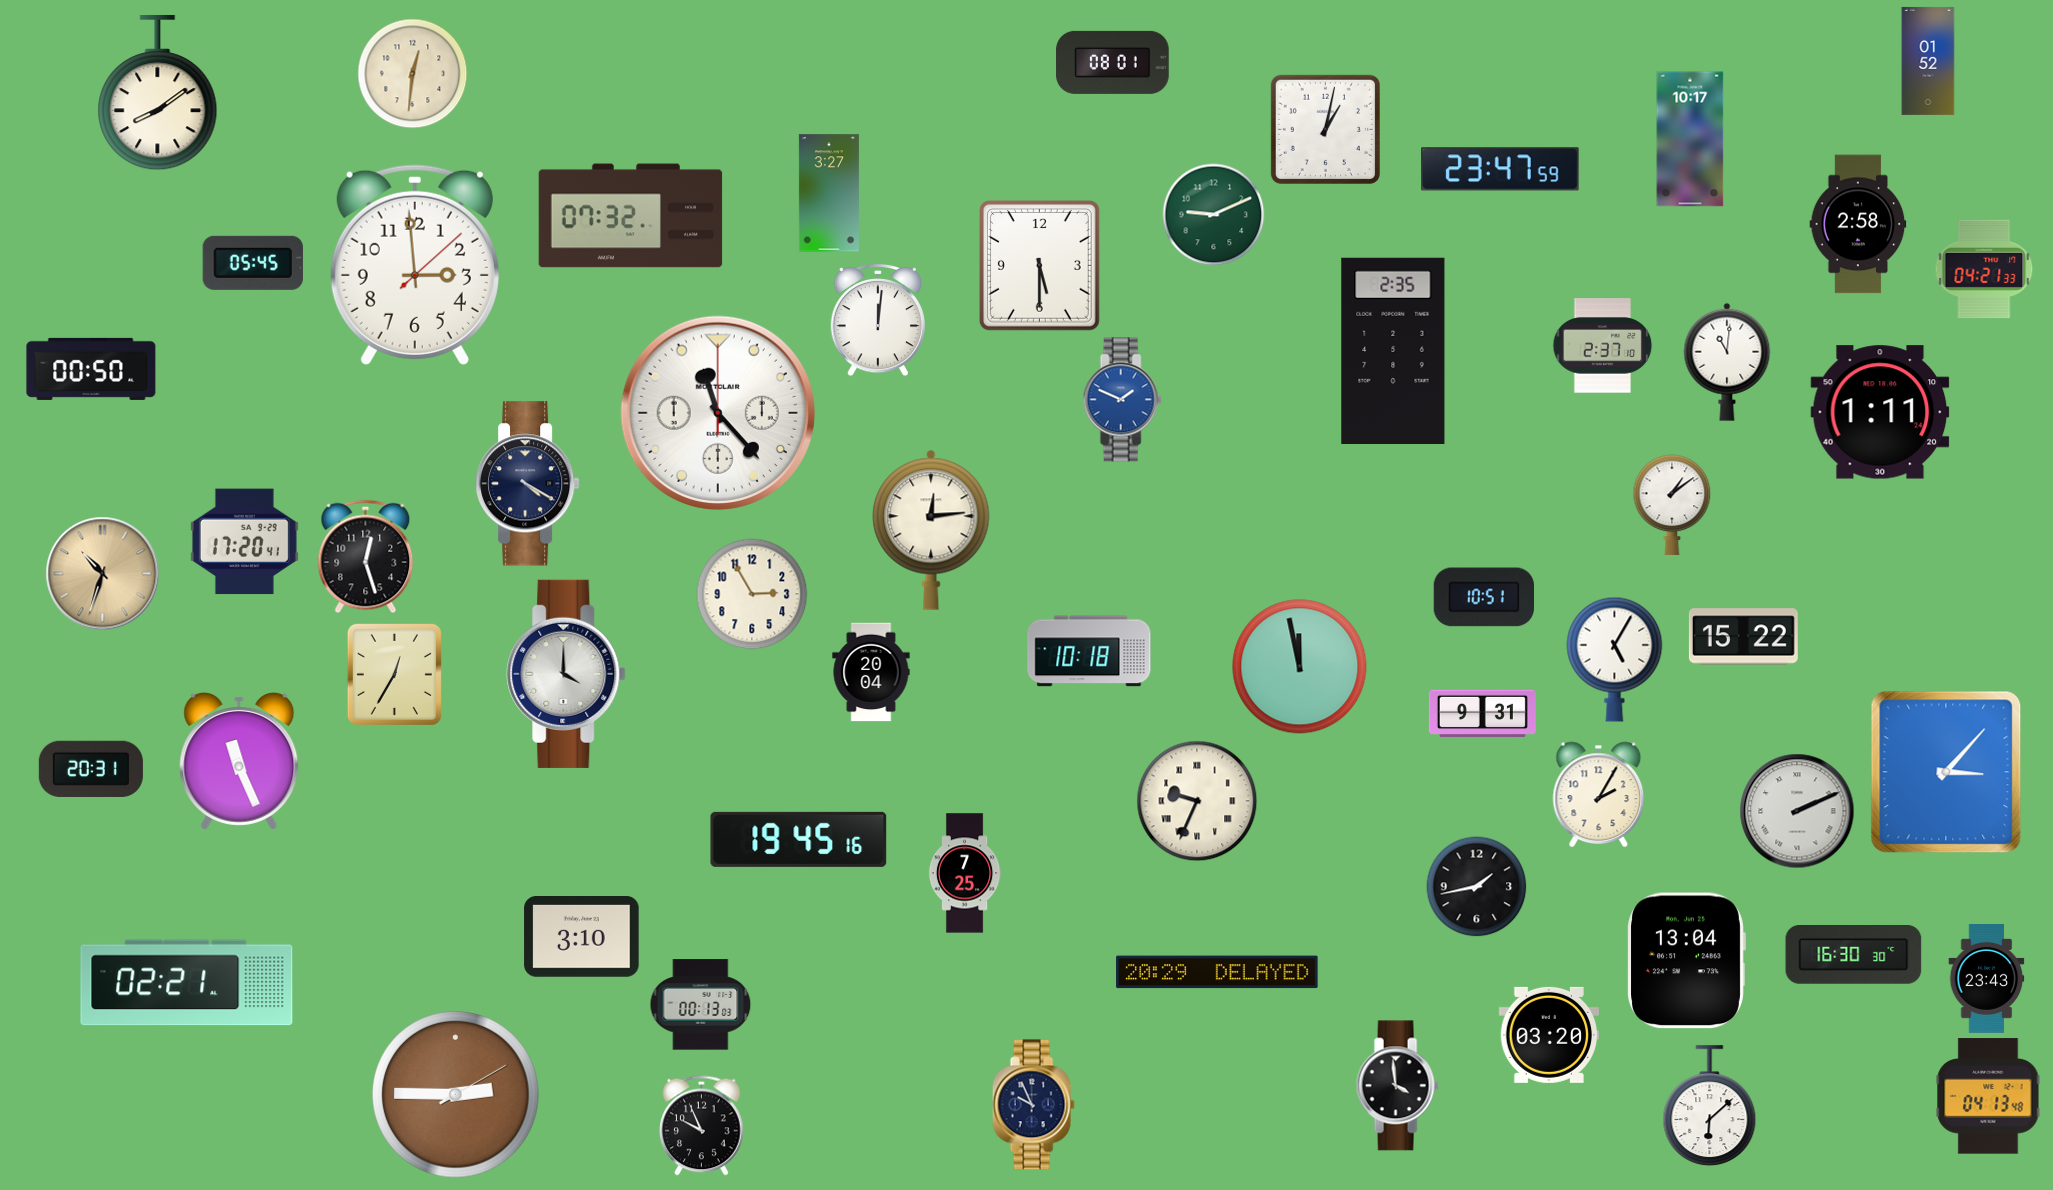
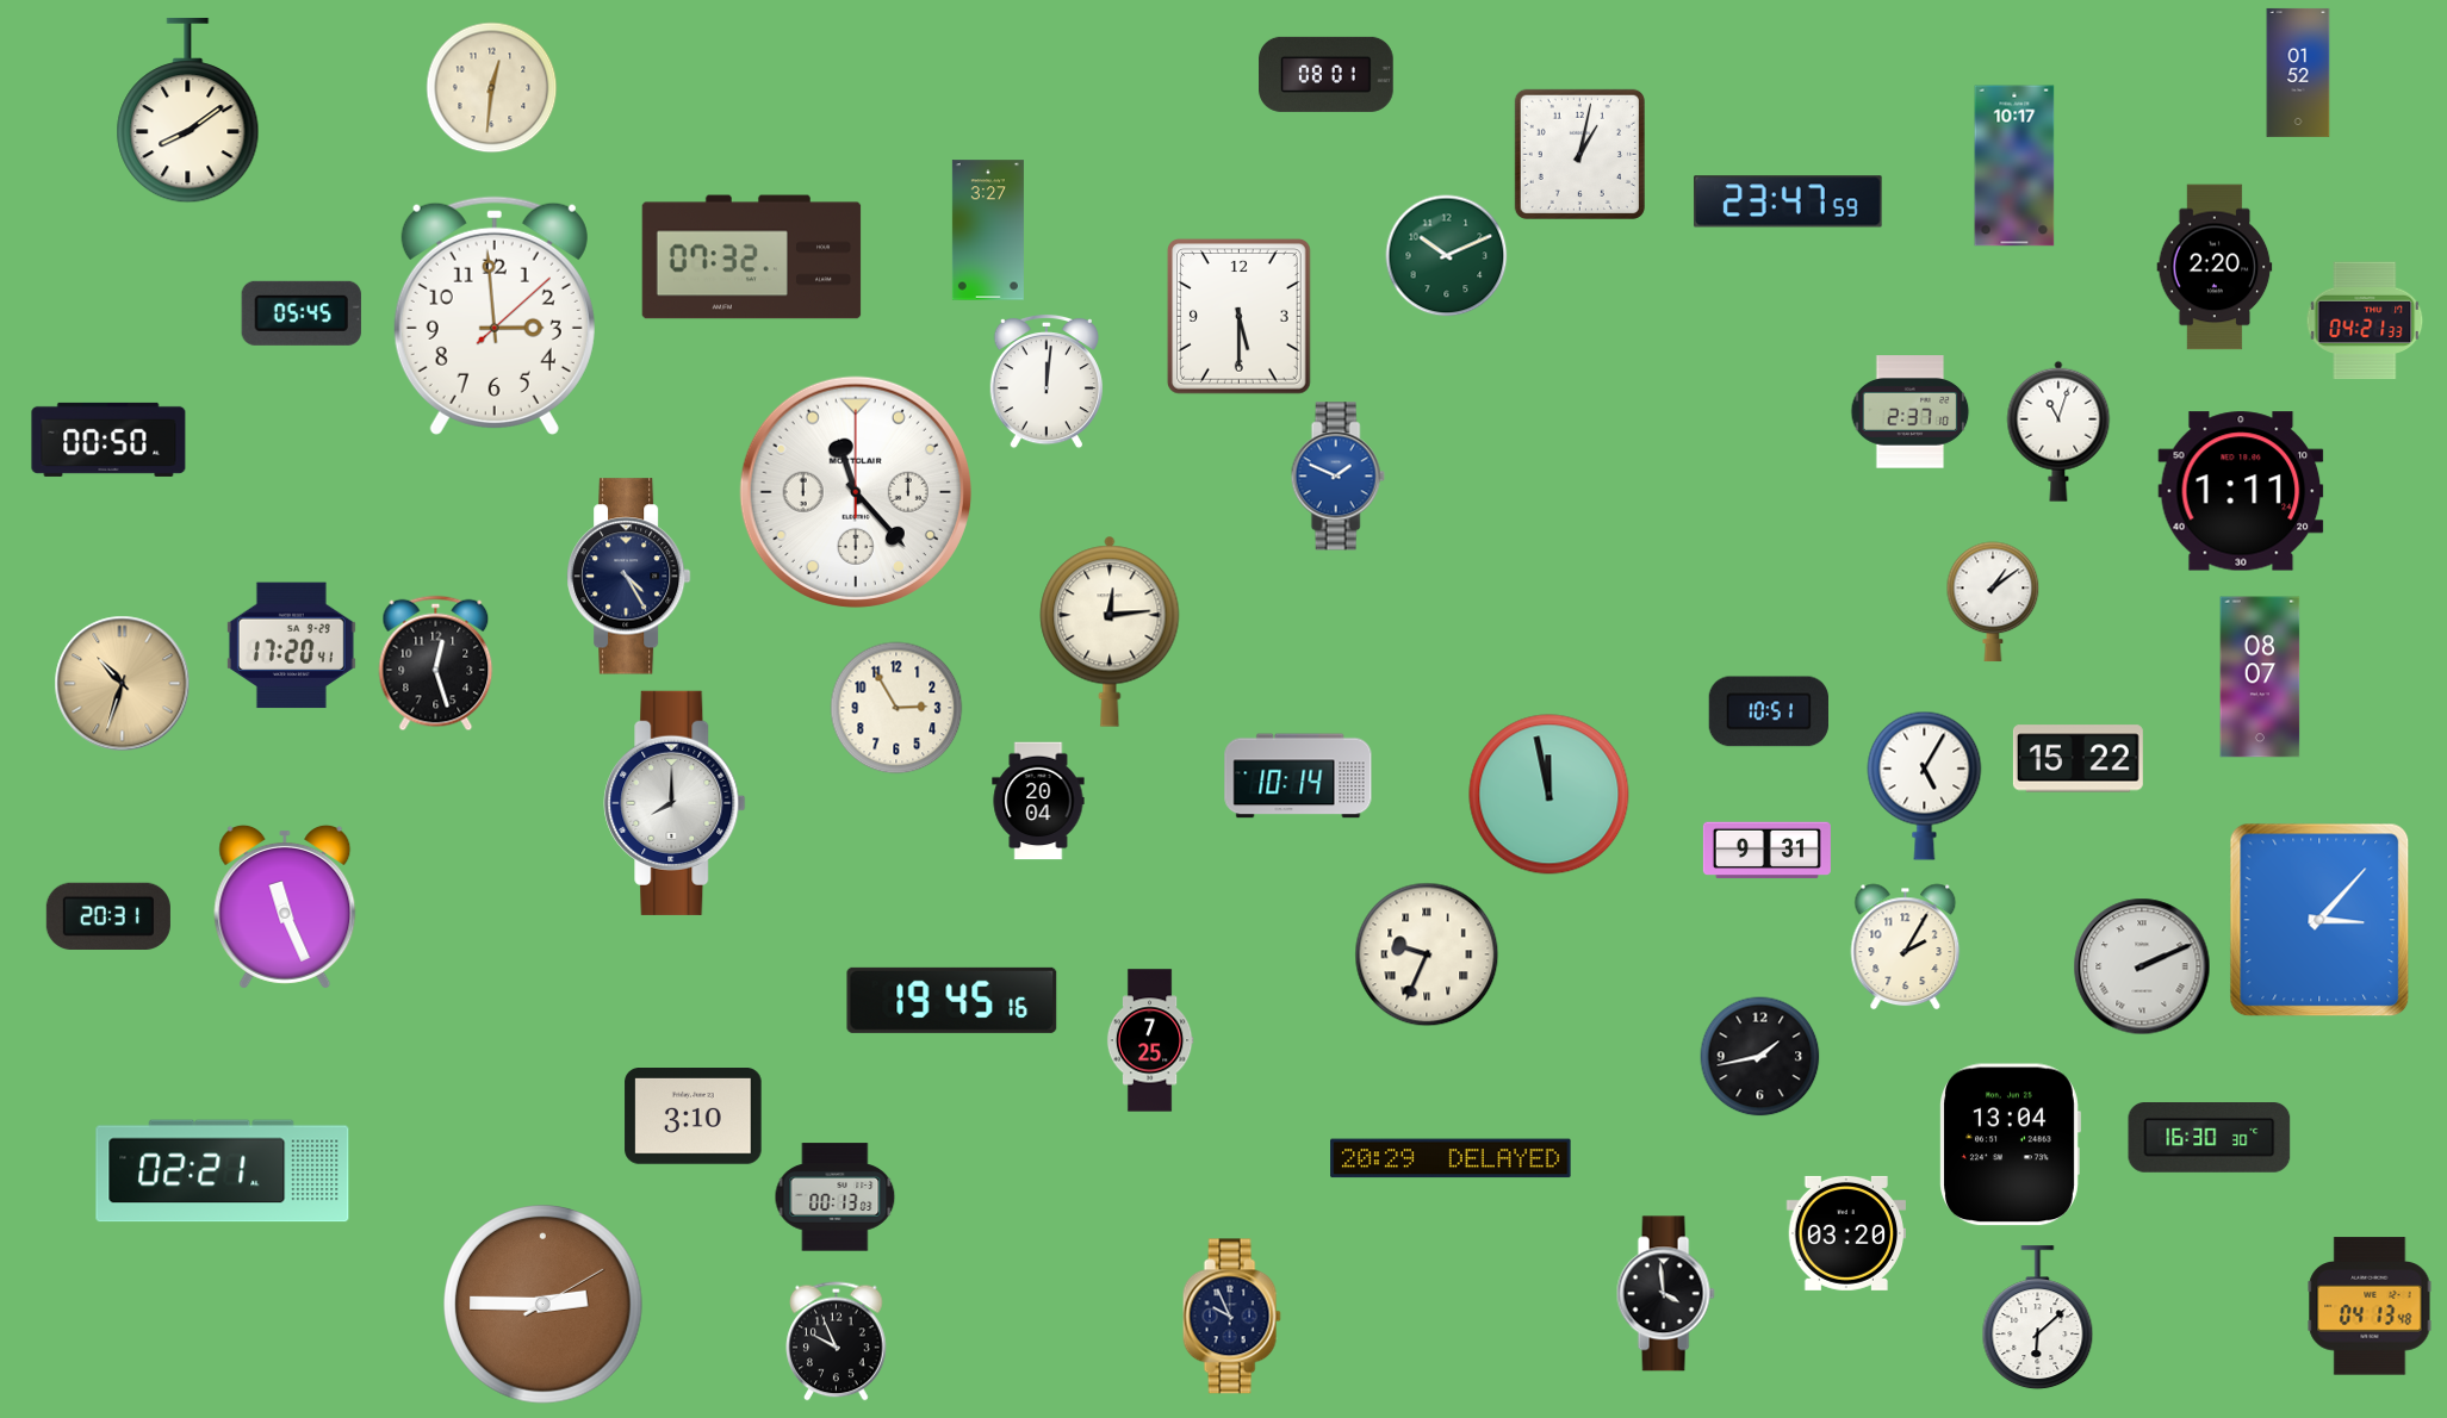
clock at (1214, 215): 9:11 -> 10:11
clock at (1858, 224): 2:58 -> 2:20
clock at (1393, 350): 2:35 -> none
clock at (1727, 362): 11:01 -> 11:03
clock at (528, 484): 4:20 -> 4:25
clock at (2260, 677): none -> 08:07
clock at (1089, 651): 10:18 -> 10:14
clock at (394, 674): 12:35 -> none
clock at (566, 674): 4:00 -> 8:00
clock at (1987, 978): 23:43 -> none
